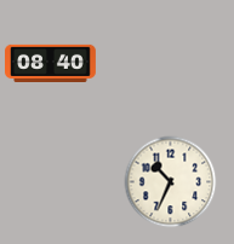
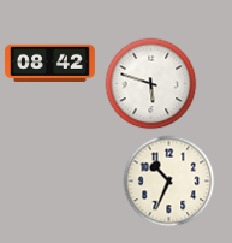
clock at (51, 63): 08:40 -> 08:42
clock at (151, 84): none -> 5:48
